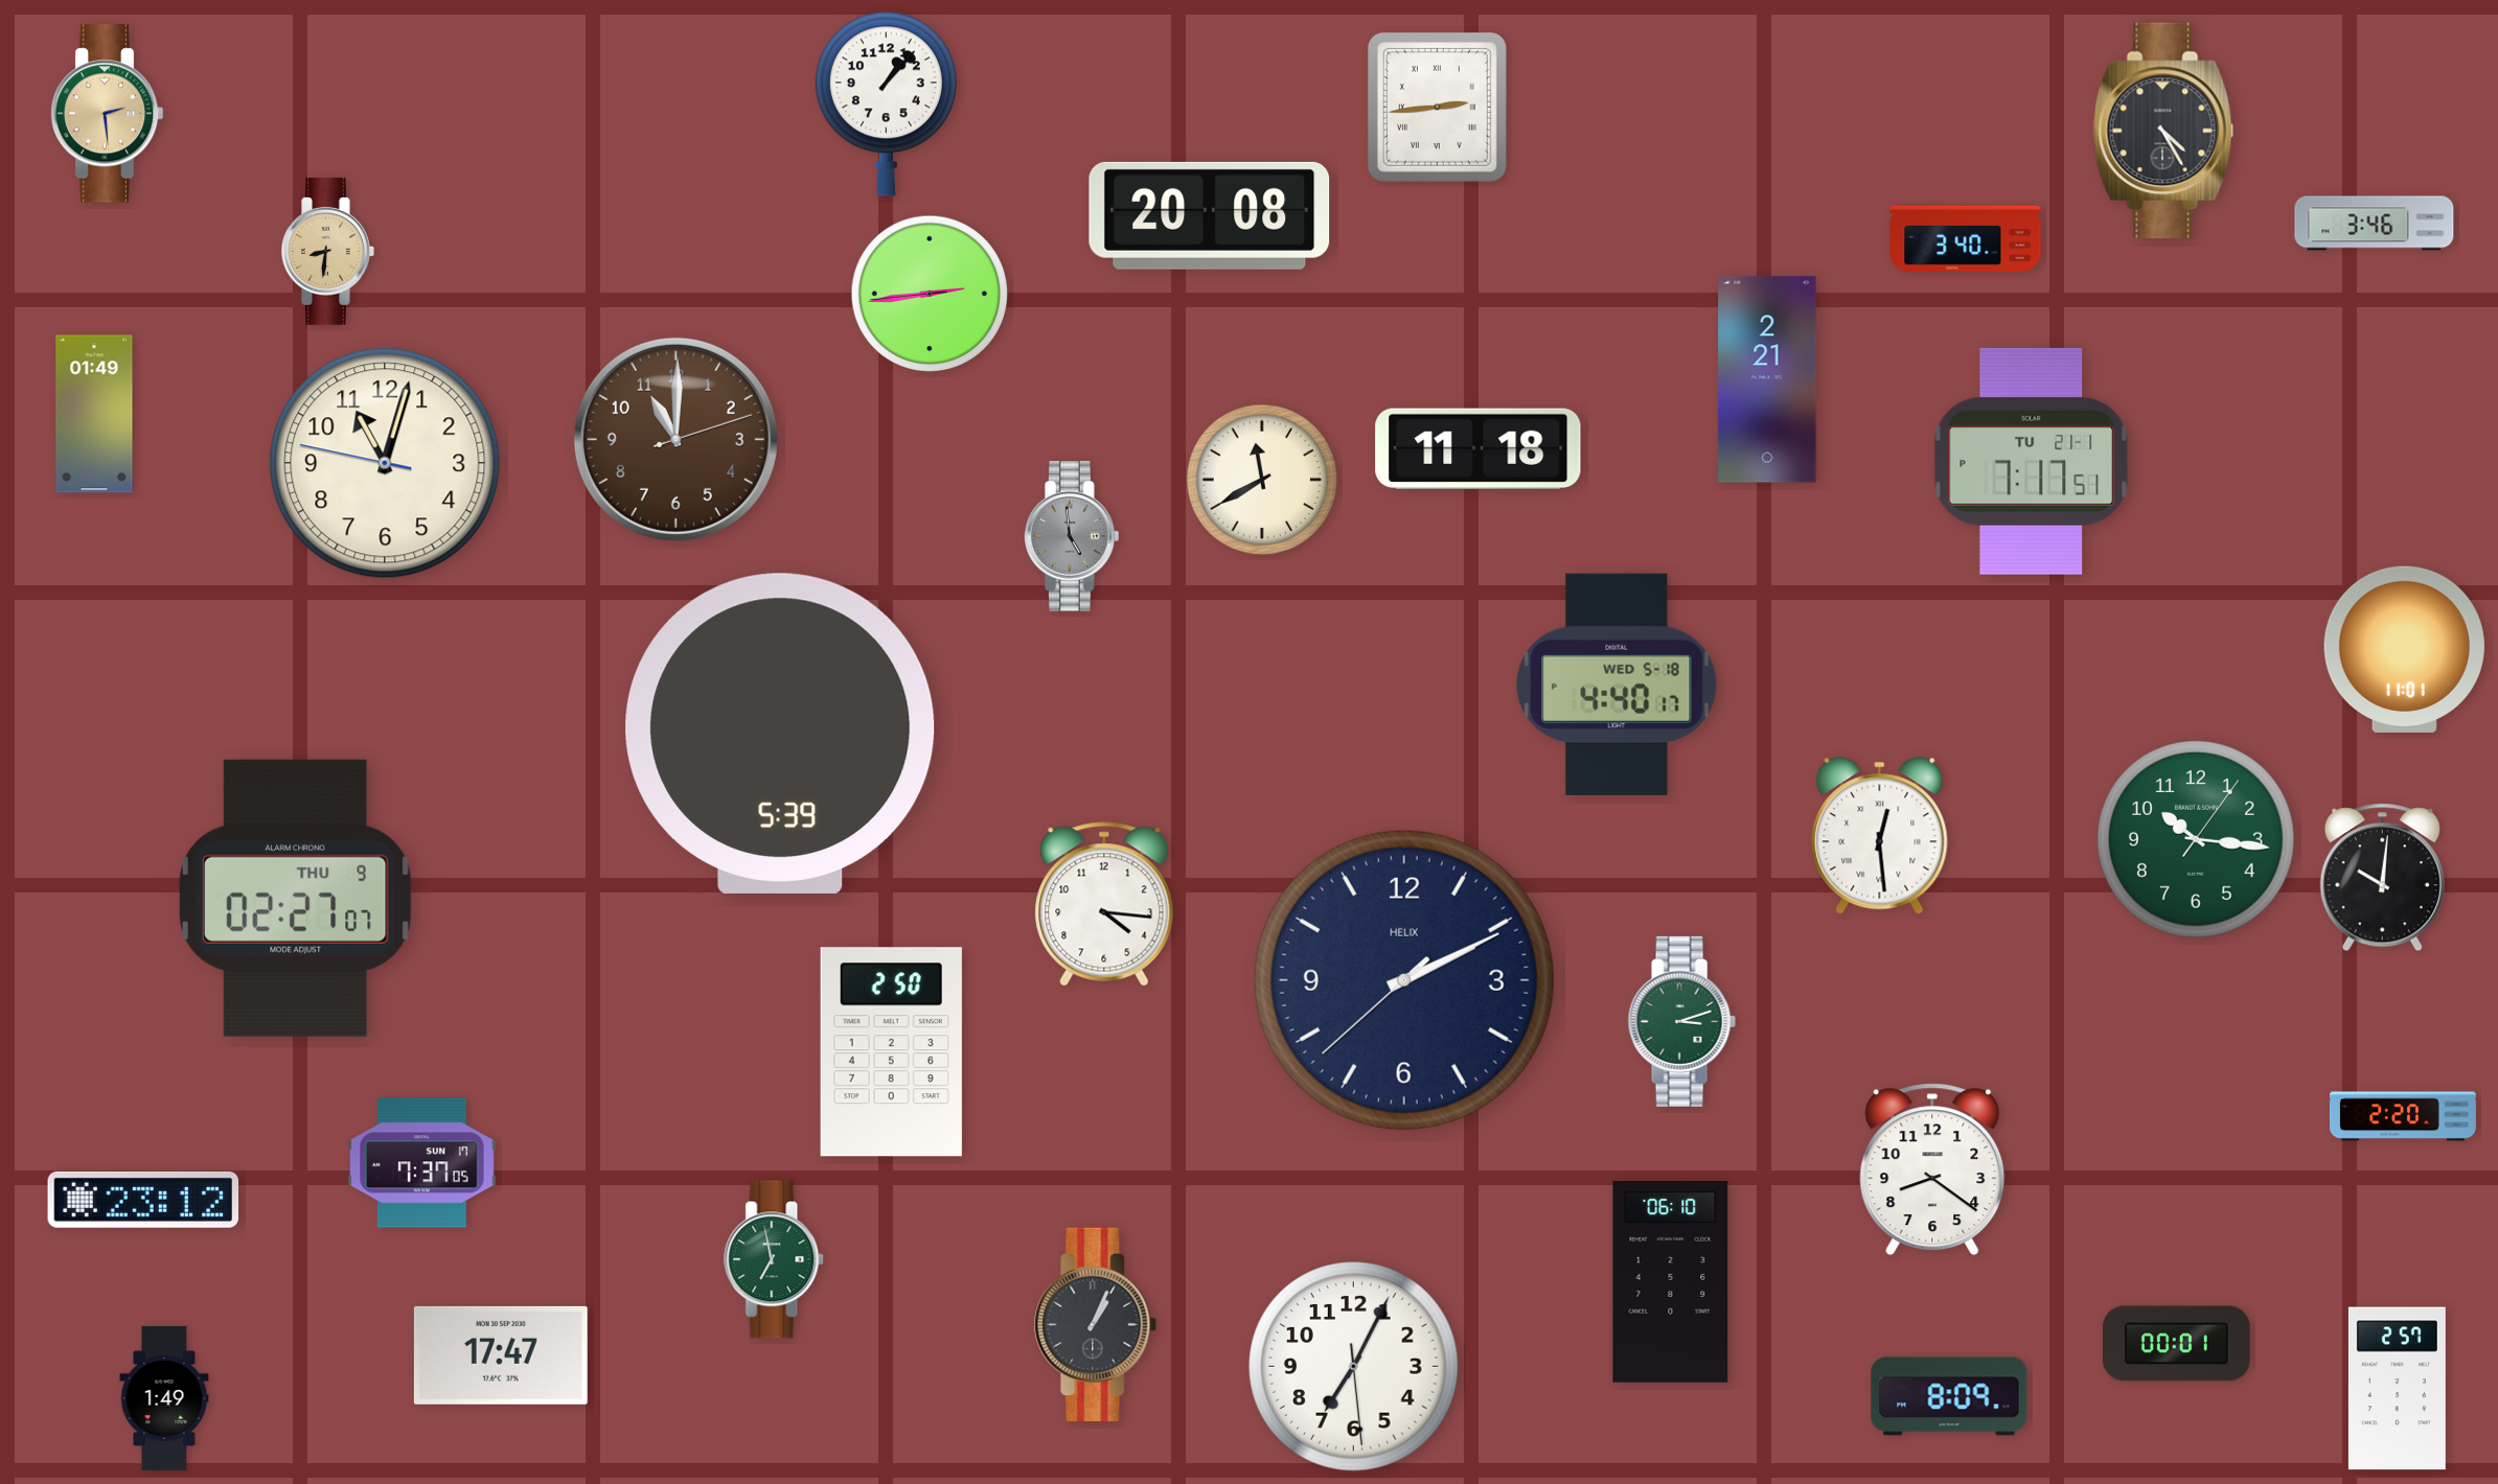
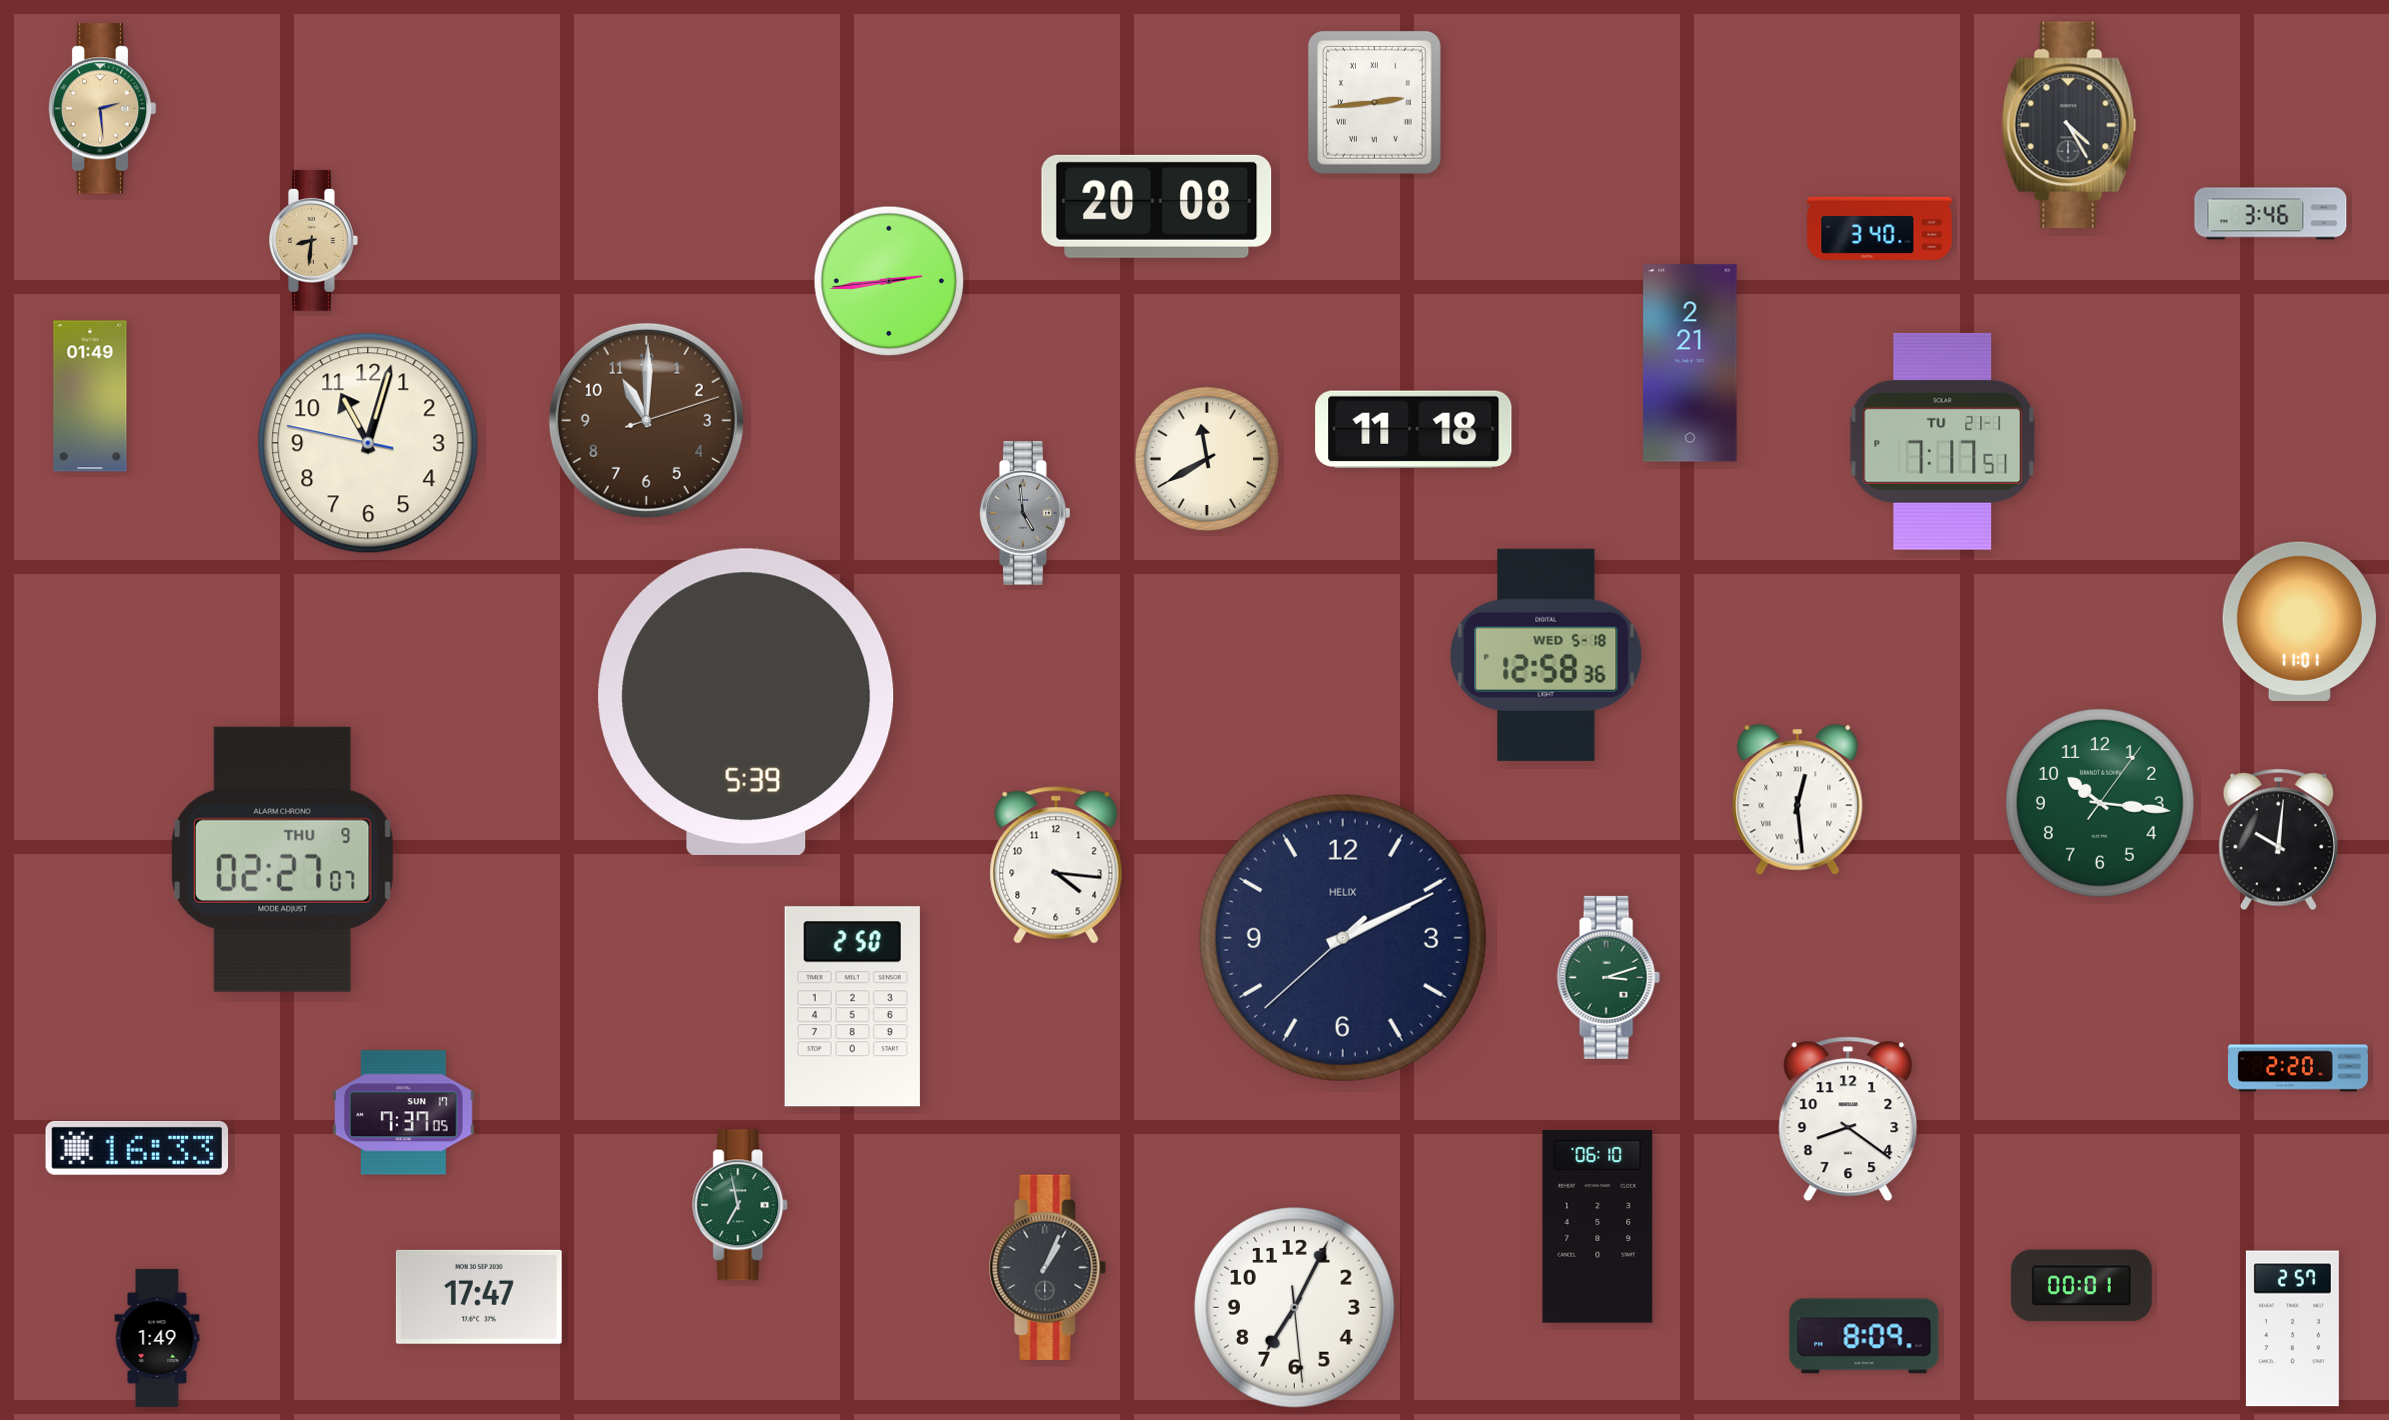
clock at (886, 103): 1:07 -> none
clock at (1617, 685): 4:40 -> 12:58
clock at (143, 1200): 23:12 -> 16:33
